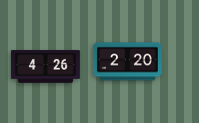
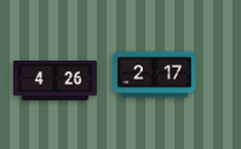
clock at (127, 62): 2:20 -> 2:17
